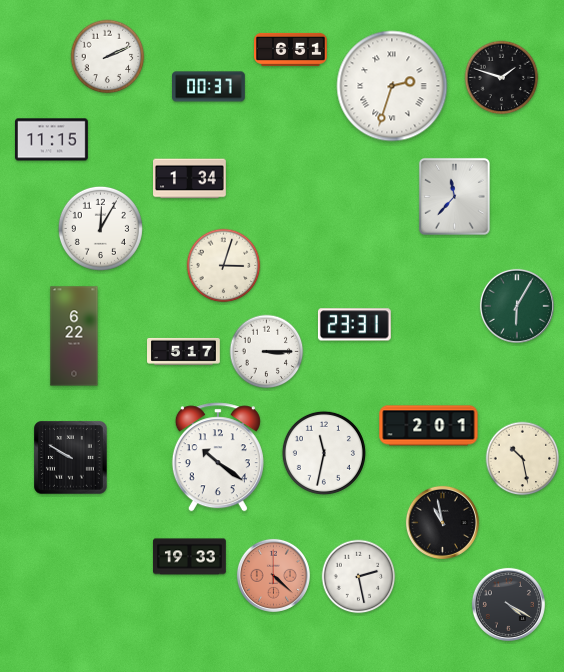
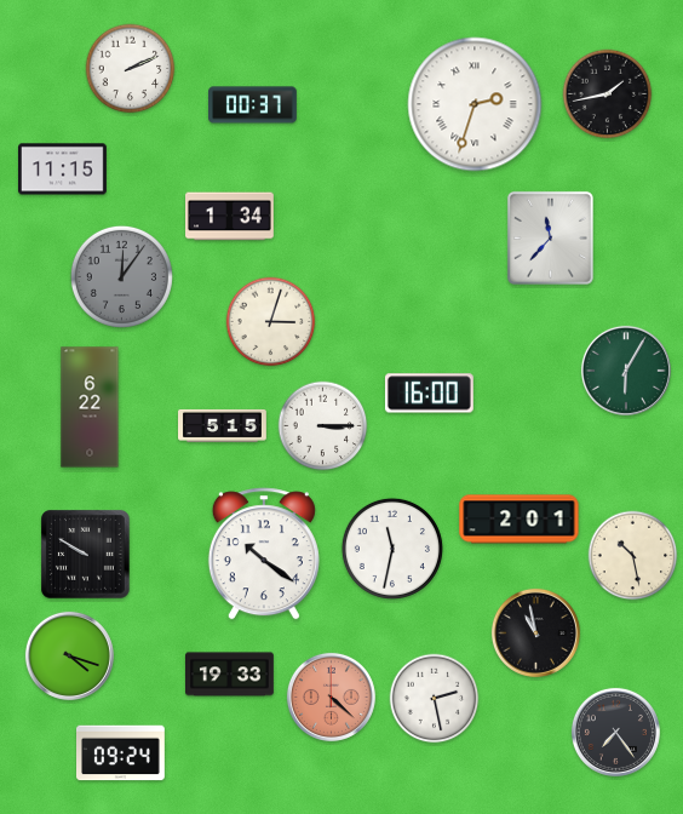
clock at (291, 49): 6:51 -> none
clock at (502, 78): 1:48 -> 1:43
clock at (100, 228): 12:05 -> 12:06
clock at (100, 228) dial: white -> grey
clock at (354, 325): 23:31 -> 16:00
clock at (184, 351): 5:17 -> 5:15
clock at (429, 426) position: (429, 426) -> (520, 520)
clock at (69, 655): none -> 4:18
clock at (508, 604): 4:20 -> 7:24
clock at (121, 753): none -> 09:24
